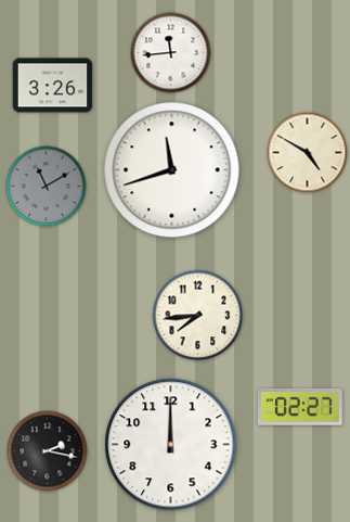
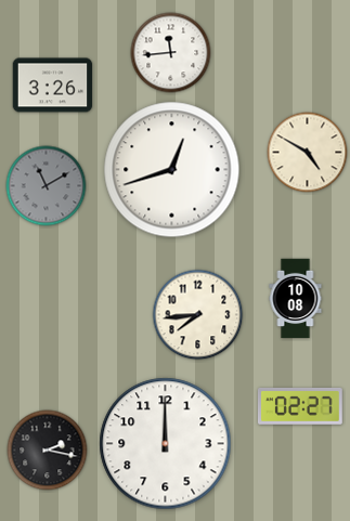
clock at (172, 170): 11:42 -> 12:42
clock at (296, 299): none -> 10:08
clock at (171, 445) position: (171, 445) -> (166, 444)
